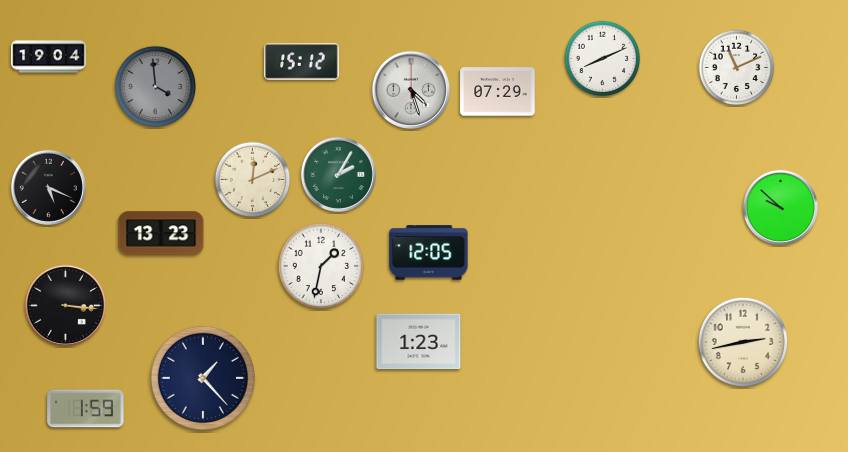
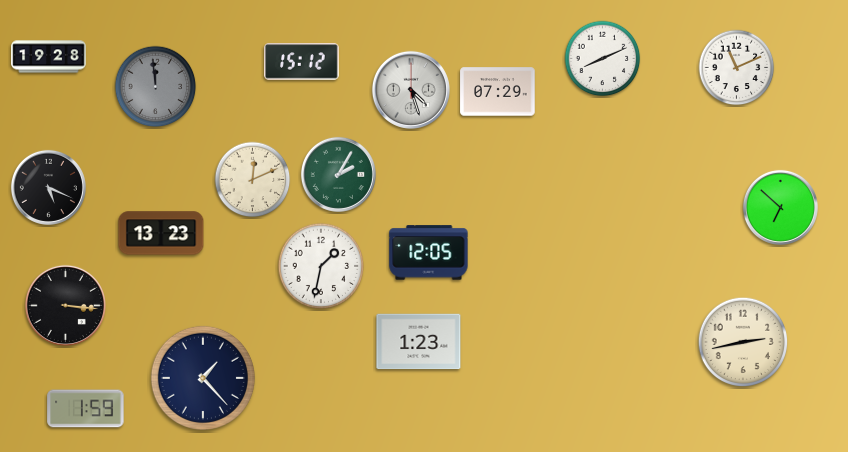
clock at (49, 57): 19:04 -> 19:28
clock at (156, 87): 3:59 -> 11:59
clock at (780, 207): 9:52 -> 6:52
